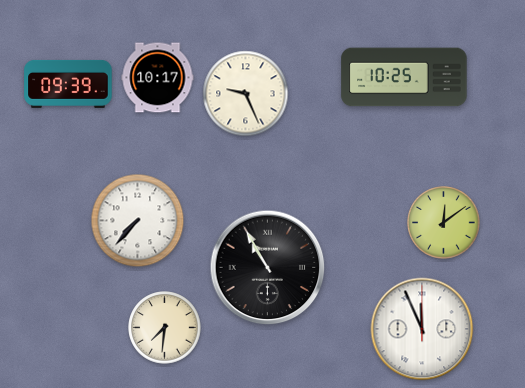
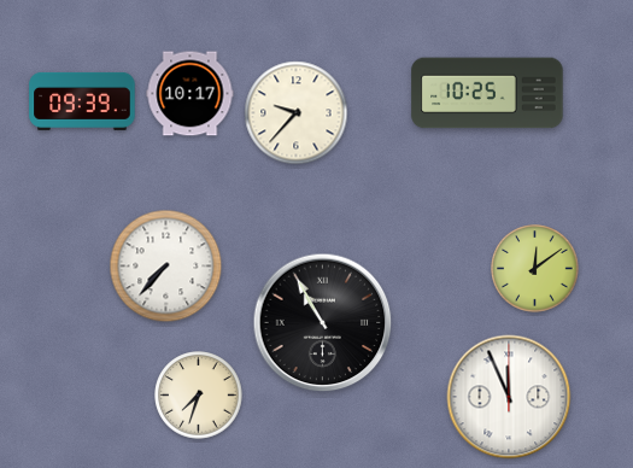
clock at (246, 94): 9:26 -> 9:37
clock at (165, 328): 7:31 -> 7:33
